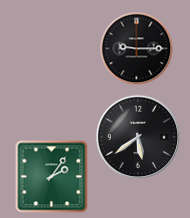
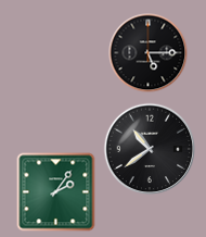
clock at (137, 49): 9:15 -> 5:15
clock at (138, 137): 5:39 -> 10:39
